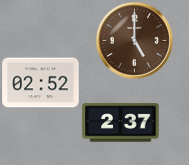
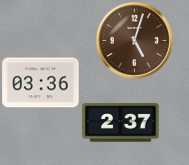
clock at (134, 40): 5:00 -> 5:03
clock at (41, 83): 02:52 -> 03:36
